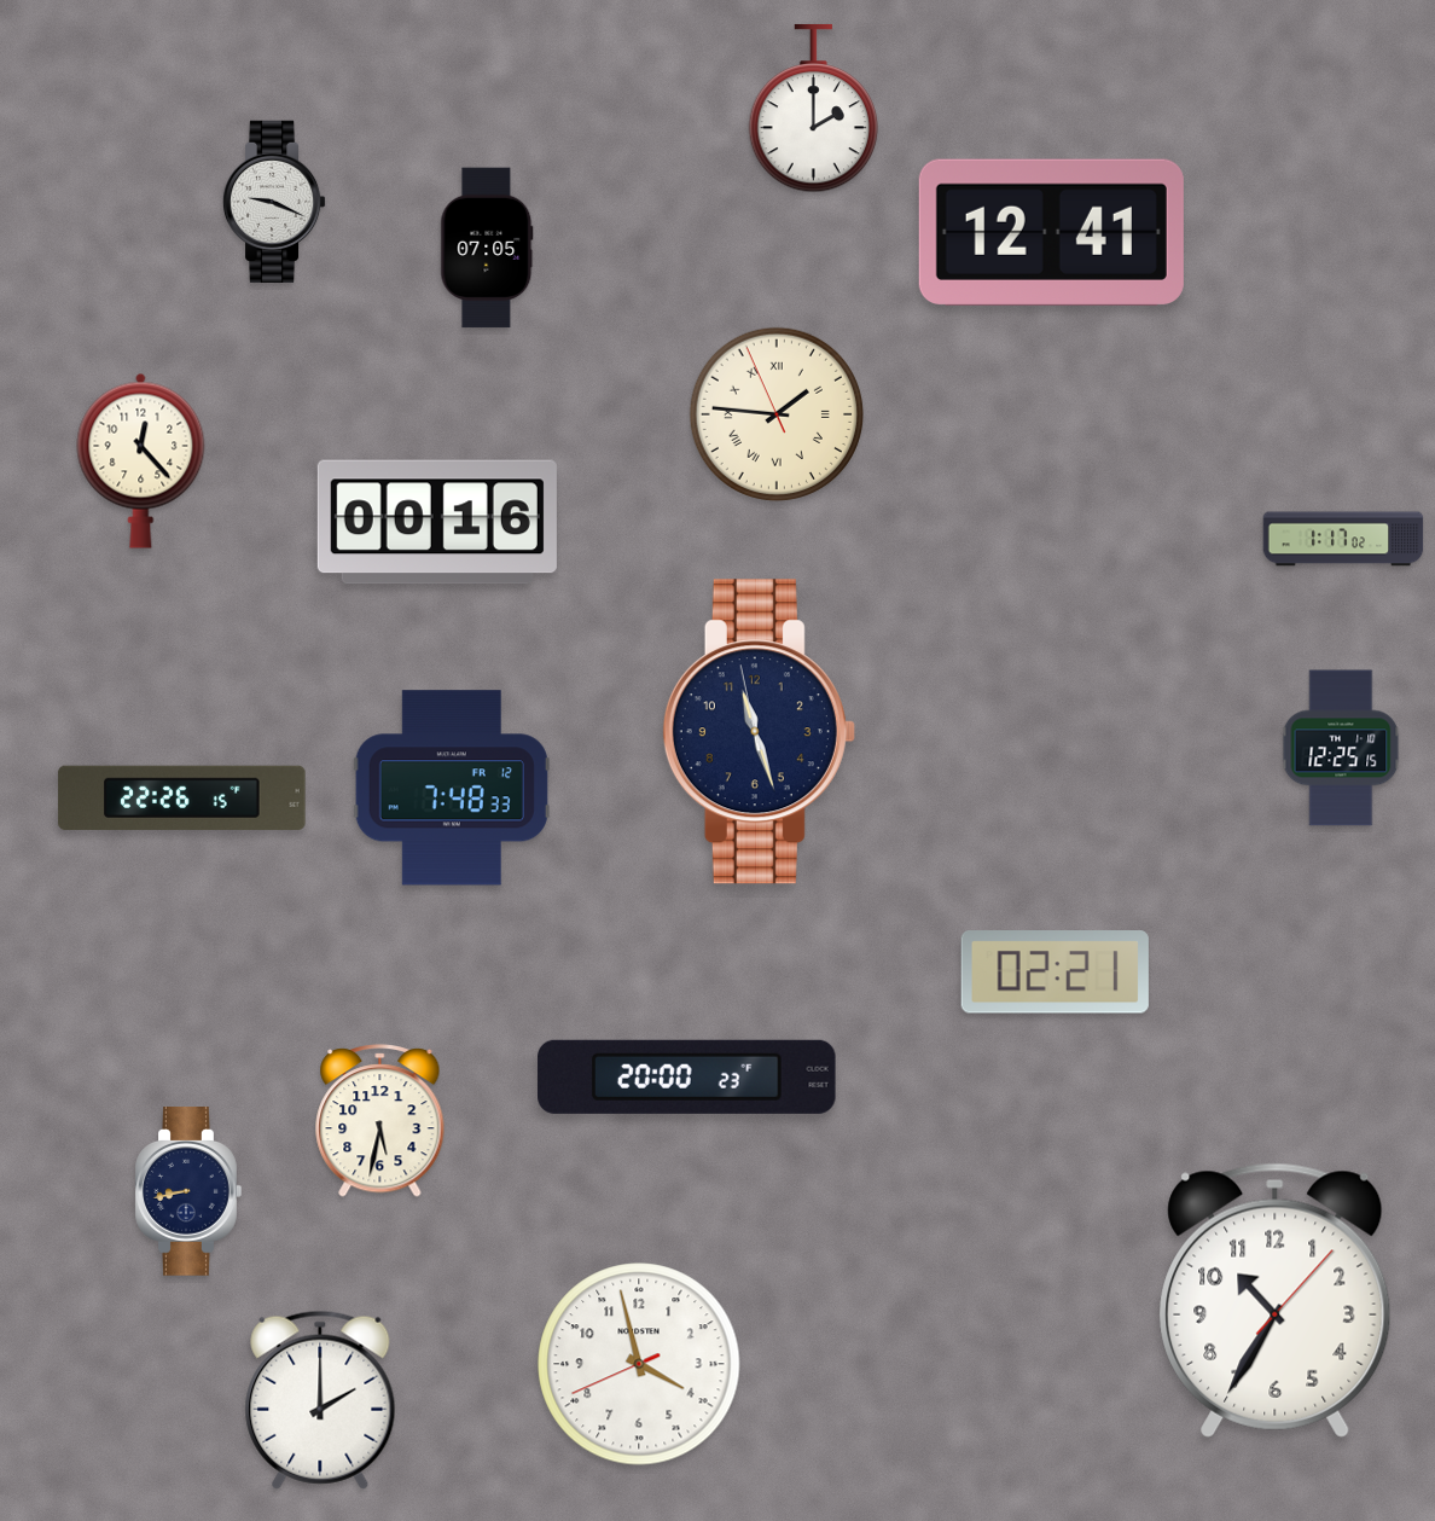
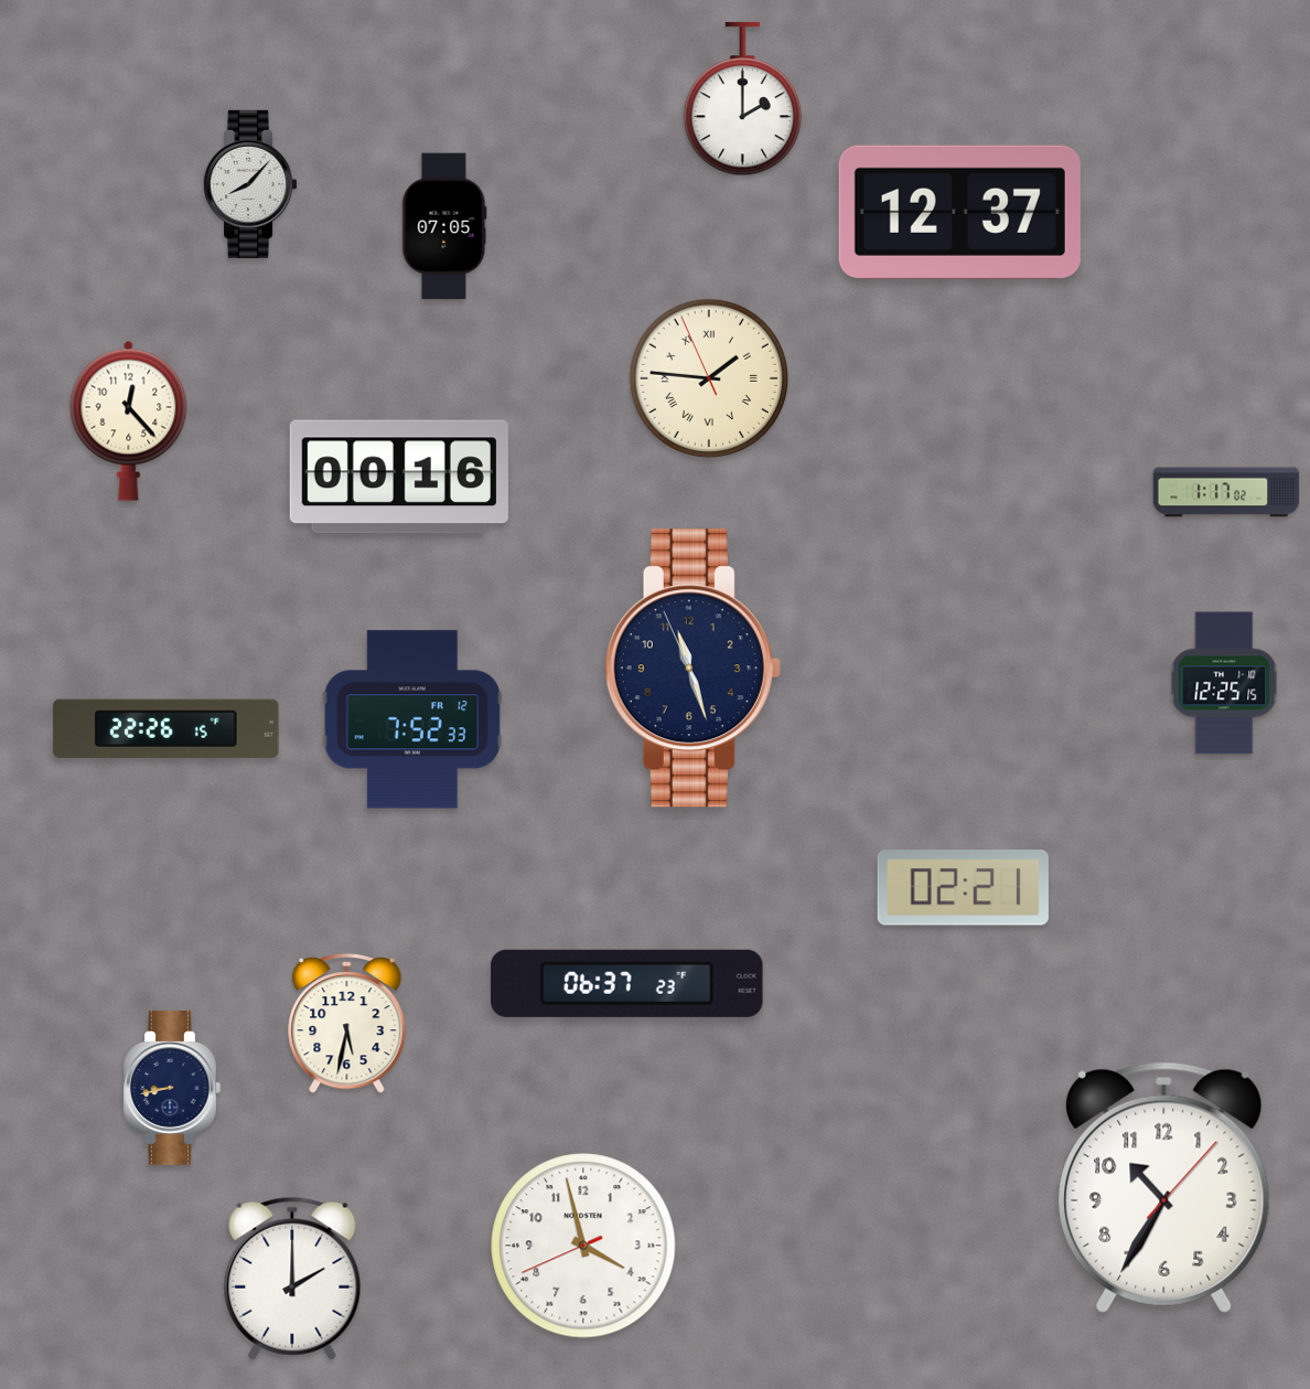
clock at (274, 202): 9:19 -> 8:07
clock at (1051, 232): 12:41 -> 12:37
clock at (759, 732): 11:26:58 -> 11:26:56
clock at (452, 788): 7:48 -> 7:52
clock at (687, 1076): 20:00 -> 06:37
